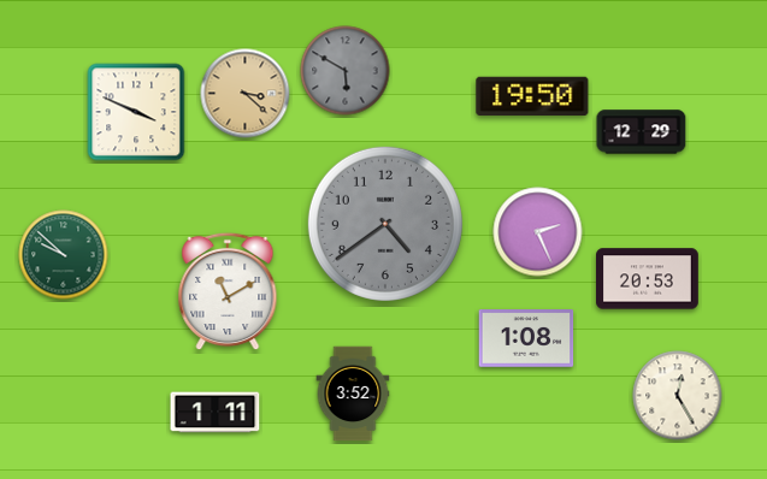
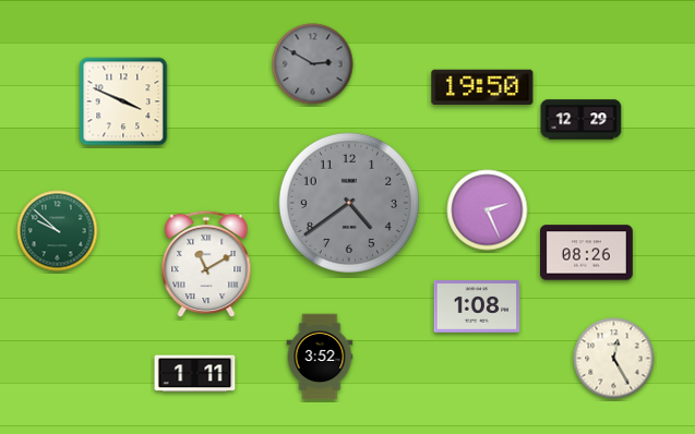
clock at (346, 71): 5:50 -> 2:50
clock at (246, 94): 3:22 -> none
clock at (648, 279): 20:53 -> 08:26
